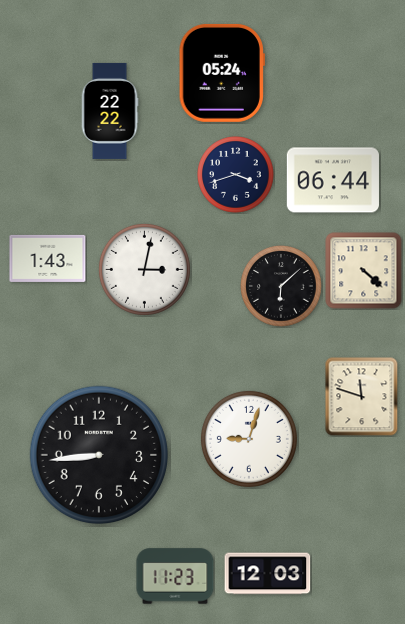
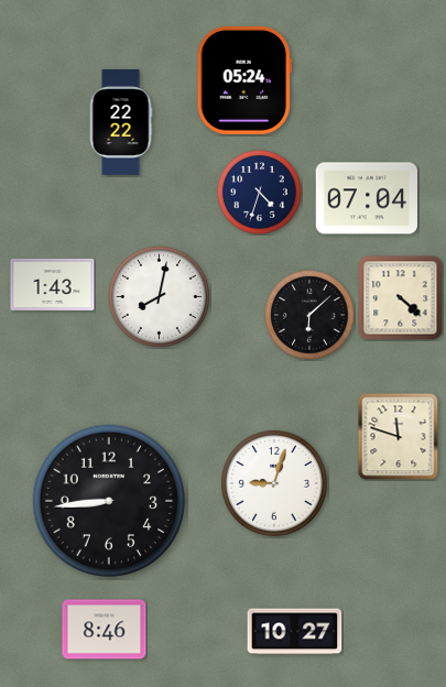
clock at (236, 175): 3:42 -> 4:33
clock at (333, 180): 06:44 -> 07:04
clock at (144, 269): 3:02 -> 8:02
clock at (105, 630): none -> 8:46
clock at (268, 574): 12:03 -> 10:27
clock at (175, 576): 11:23 -> none
